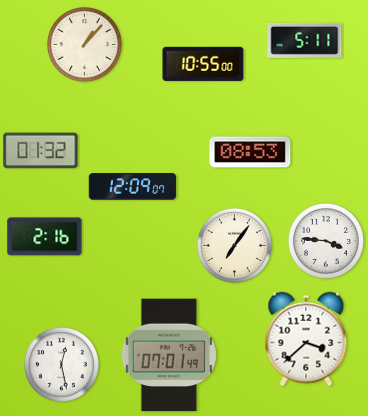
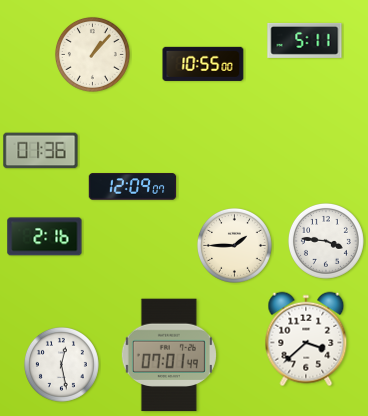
clock at (84, 44) position: (84, 44) -> (92, 54)
clock at (41, 151): 01:32 -> 01:36
clock at (250, 152): 08:53 -> none
clock at (234, 245): 7:06 -> 1:45
